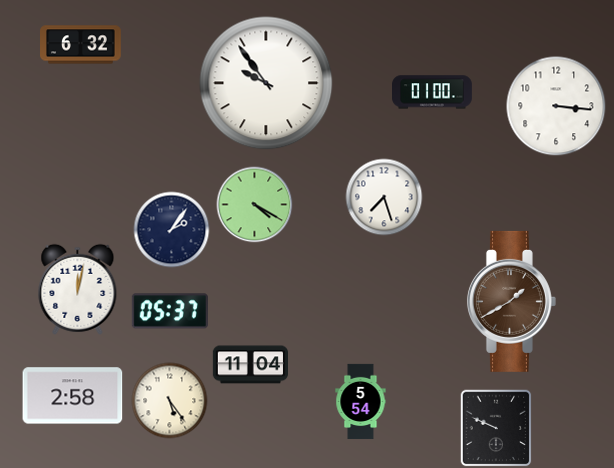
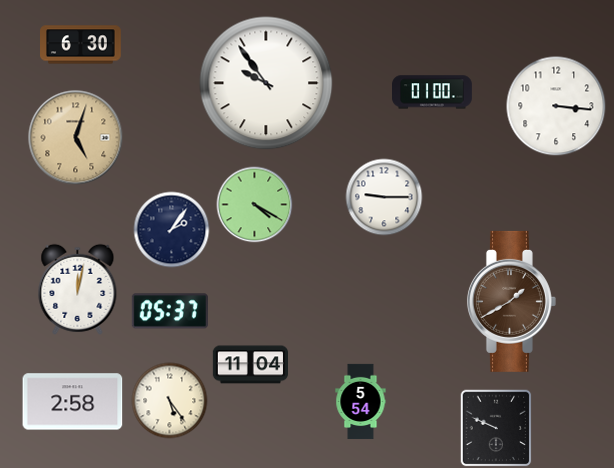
clock at (81, 45): 6:32 -> 6:30
clock at (76, 138): none -> 5:03
clock at (384, 197): 7:27 -> 9:15
clock at (73, 396) position: (73, 396) -> (73, 402)
